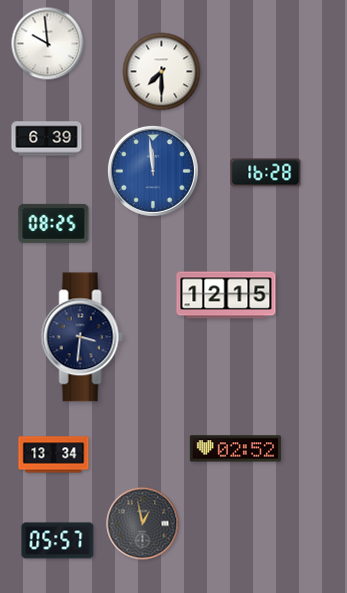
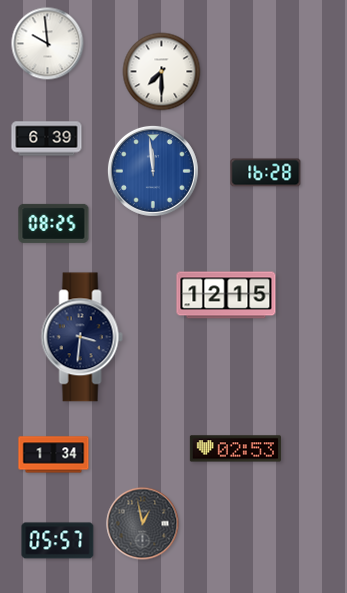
clock at (235, 449): 02:52 -> 02:53
clock at (54, 455): 13:34 -> 1:34
